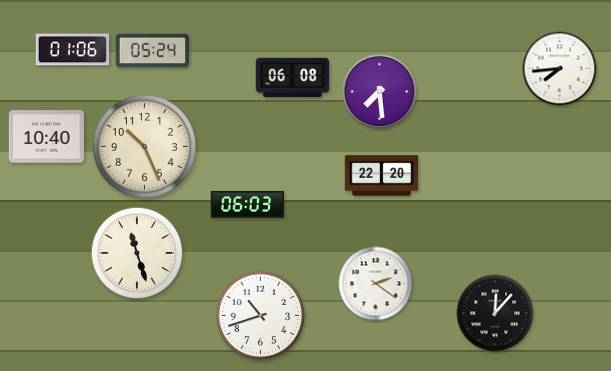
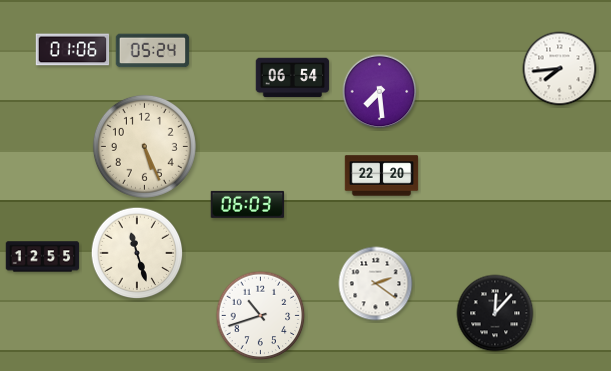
clock at (293, 78): 06:08 -> 06:54
clock at (46, 137): 10:40 -> none
clock at (144, 146): 10:26 -> 5:26
clock at (43, 257): none -> 12:55
